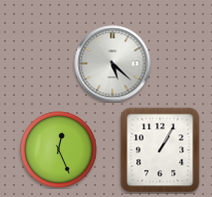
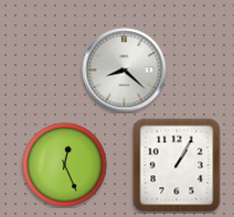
clock at (113, 64): 5:22 -> 8:22
